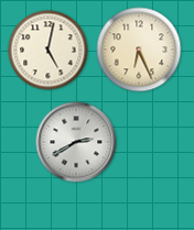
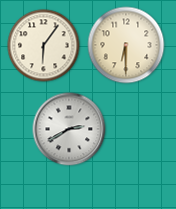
clock at (139, 50): 6:26 -> 6:30
clock at (48, 51): 5:02 -> 6:06
